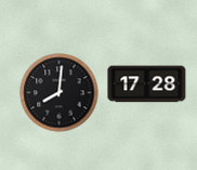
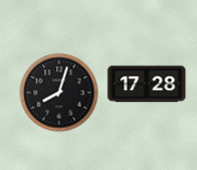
clock at (60, 93): 8:01 -> 8:03
